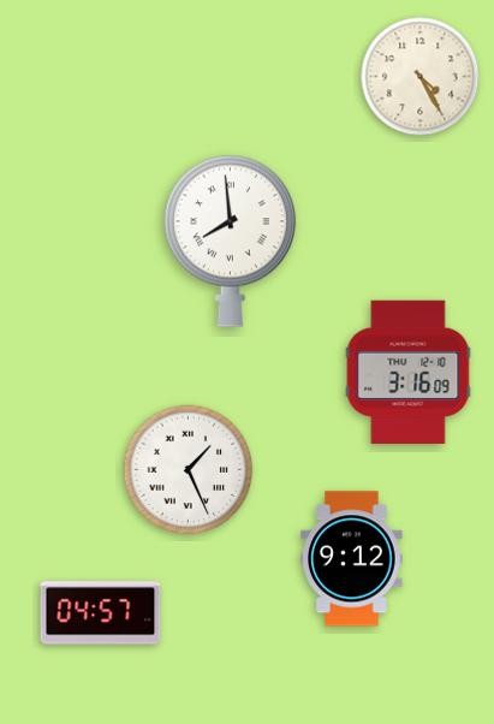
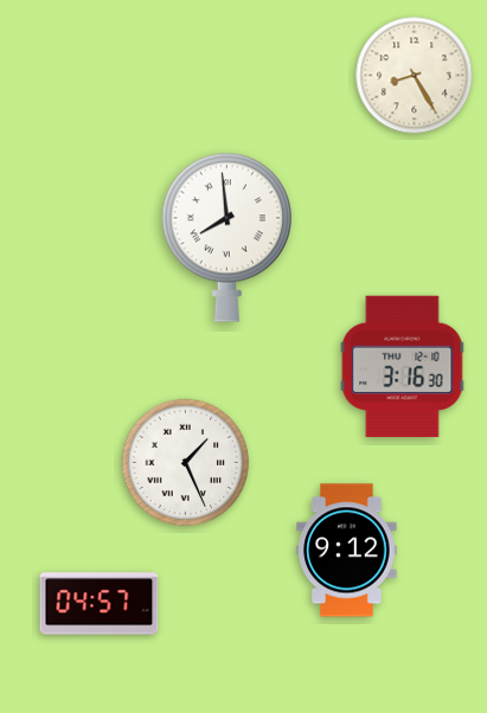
clock at (421, 77): 4:25 -> 8:25
clock at (409, 372): 3:16:09 -> 3:16:30
